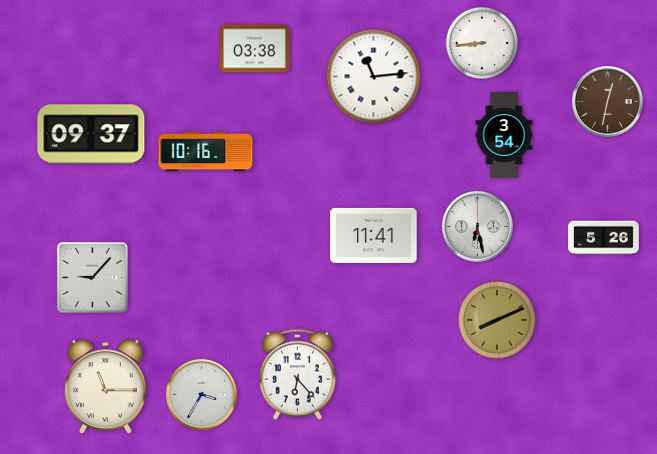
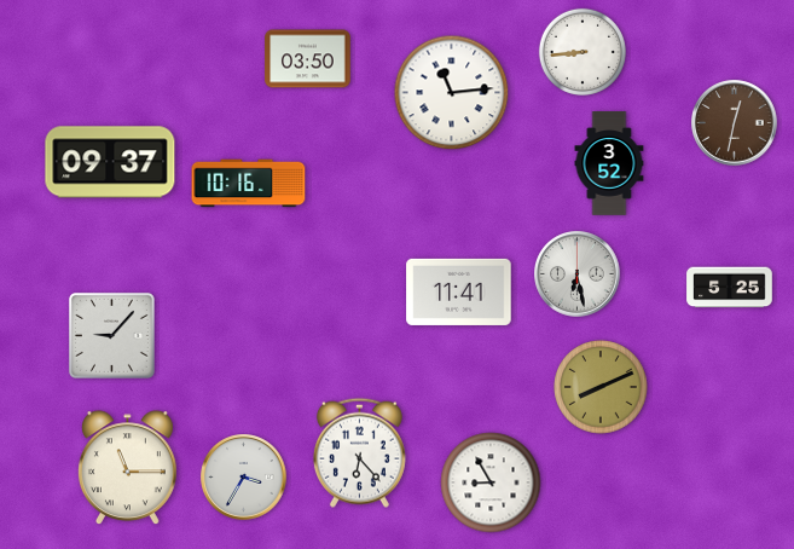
clock at (255, 49): 03:38 -> 03:50
clock at (504, 135): 3:54 -> 3:52
clock at (374, 235) position: (374, 235) -> (459, 291)
clock at (604, 238): 5:26 -> 5:25
clock at (491, 482): none -> 8:55
